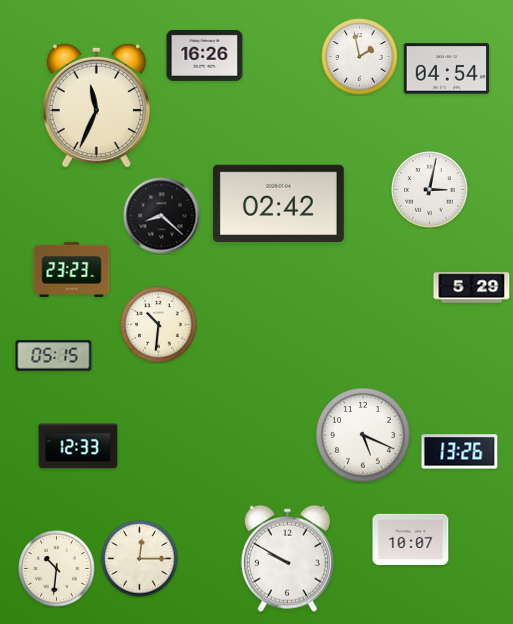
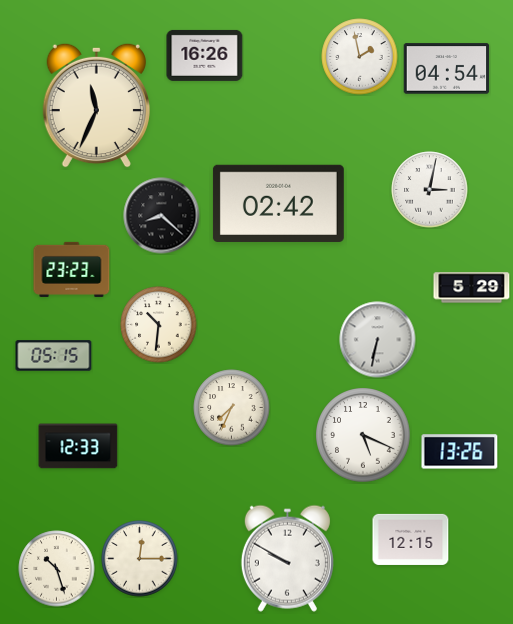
clock at (378, 340): none -> 6:32
clock at (232, 408): none -> 7:34
clock at (411, 539): 10:07 -> 12:15
clock at (57, 569): 10:31 -> 10:27
